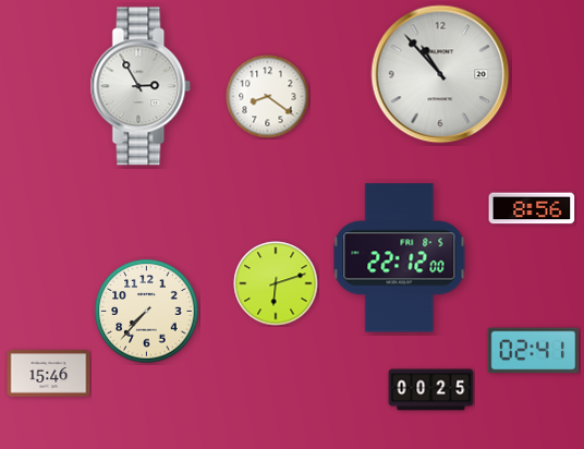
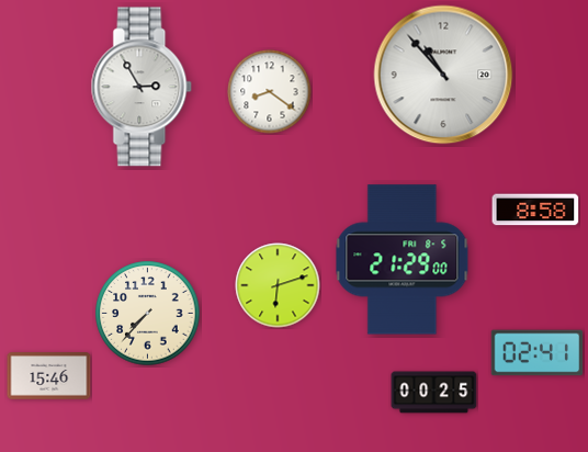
clock at (268, 97) position: (268, 97) -> (270, 92)
clock at (532, 208): 8:56 -> 8:58
clock at (400, 258): 22:12 -> 21:29
